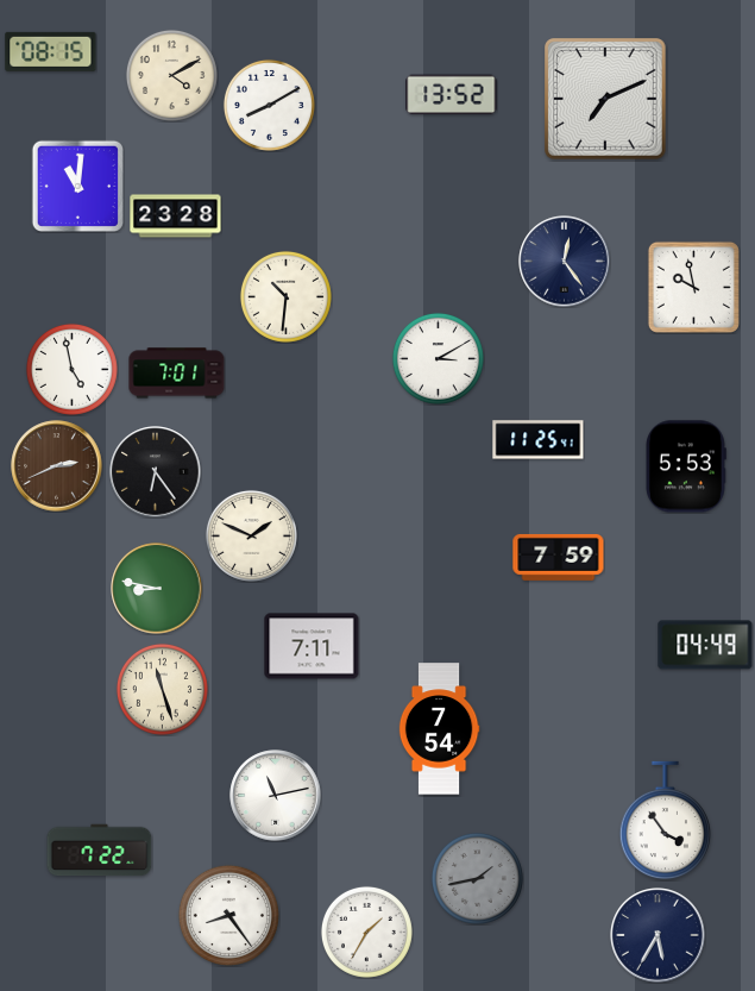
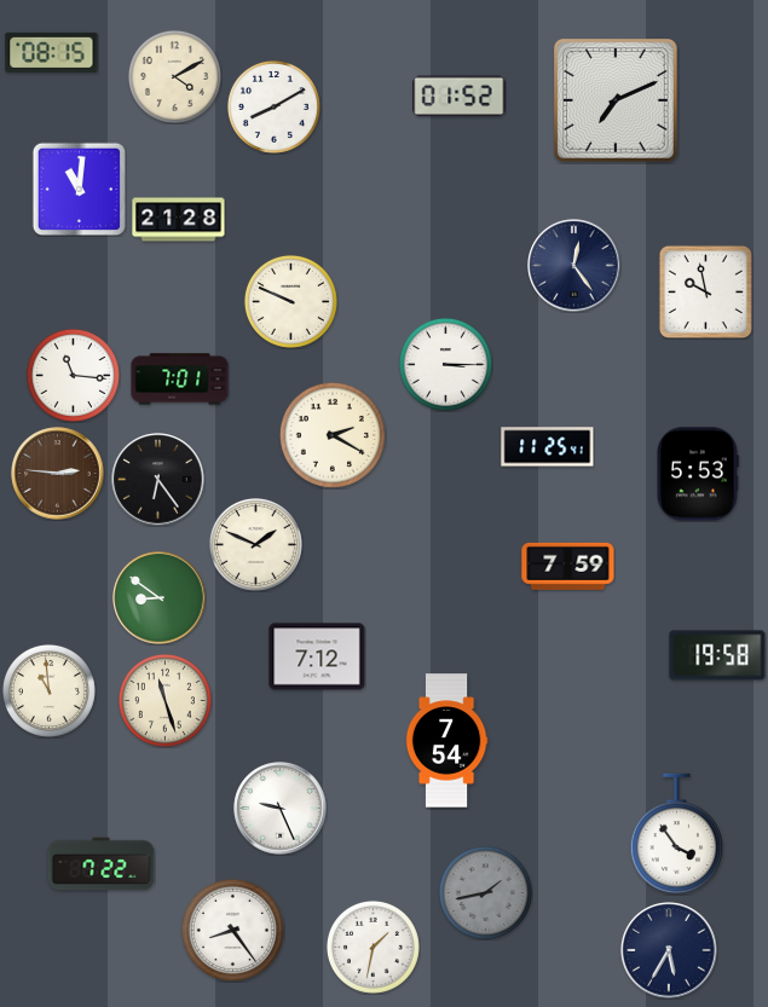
clock at (452, 95): 13:52 -> 01:52
clock at (176, 217): 23:28 -> 21:28
clock at (285, 296): 10:31 -> 9:49
clock at (438, 358): 3:10 -> 3:15
clock at (71, 369): 4:58 -> 11:16
clock at (333, 435): none -> 2:20
clock at (57, 466): 2:41 -> 2:46
clock at (157, 589): 8:47 -> 8:51
clock at (705, 645): 04:49 -> 19:58
clock at (312, 646): 7:11 -> 7:12
clock at (48, 690): none -> 10:59
clock at (276, 796): 11:13 -> 9:26
clock at (366, 932): 1:35 -> 1:32
